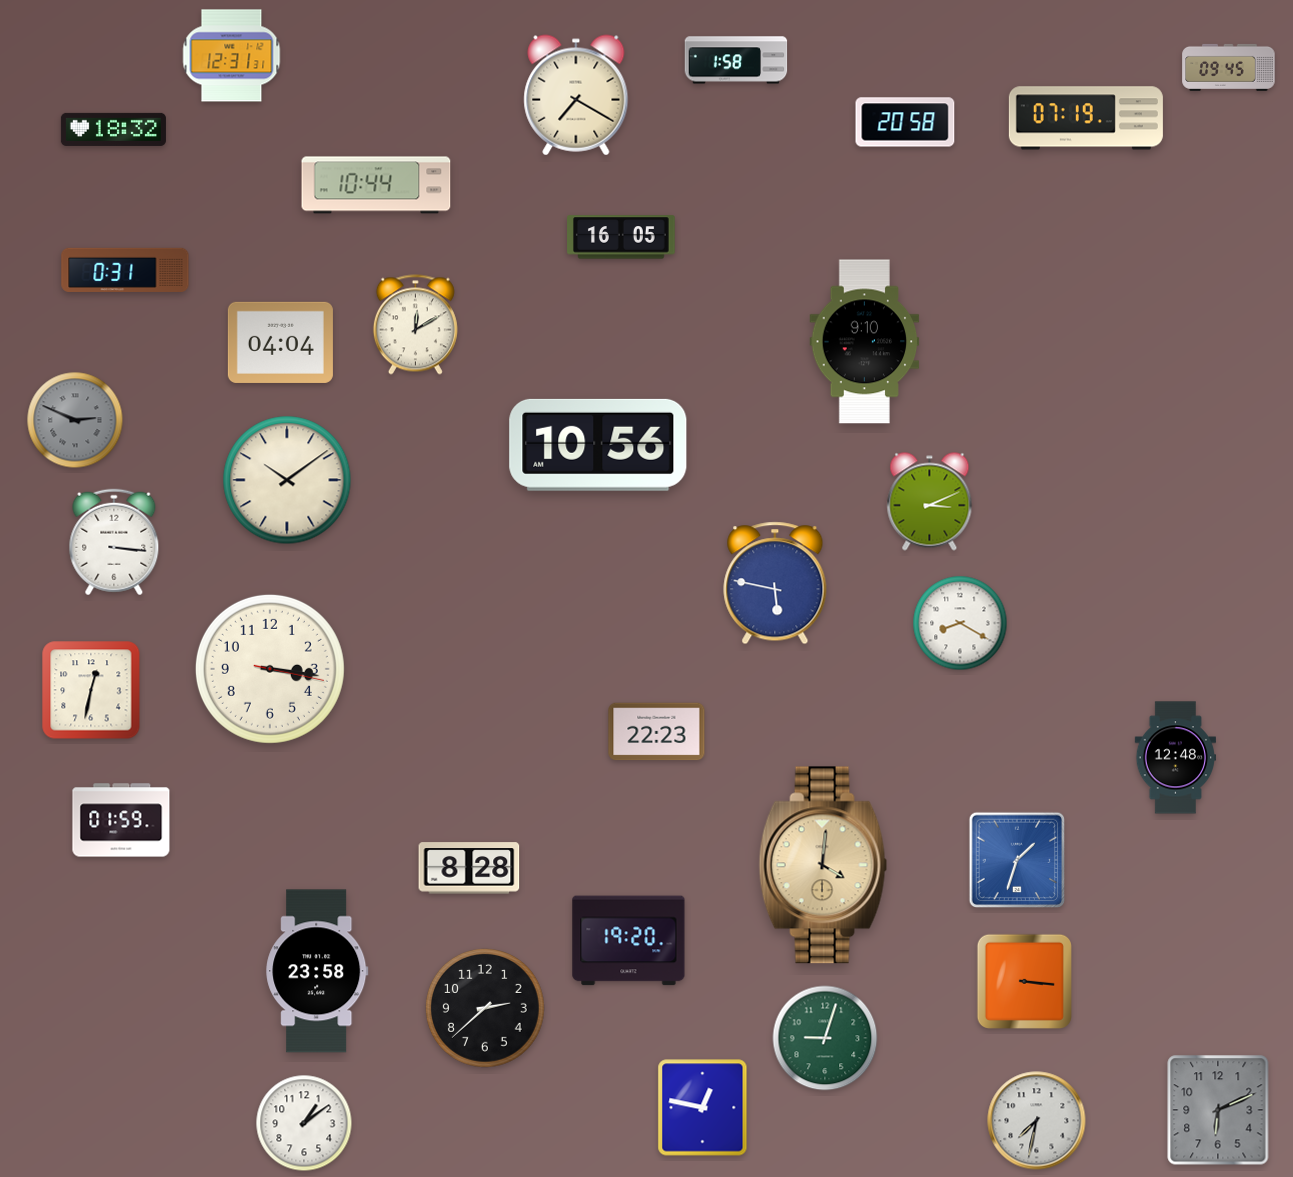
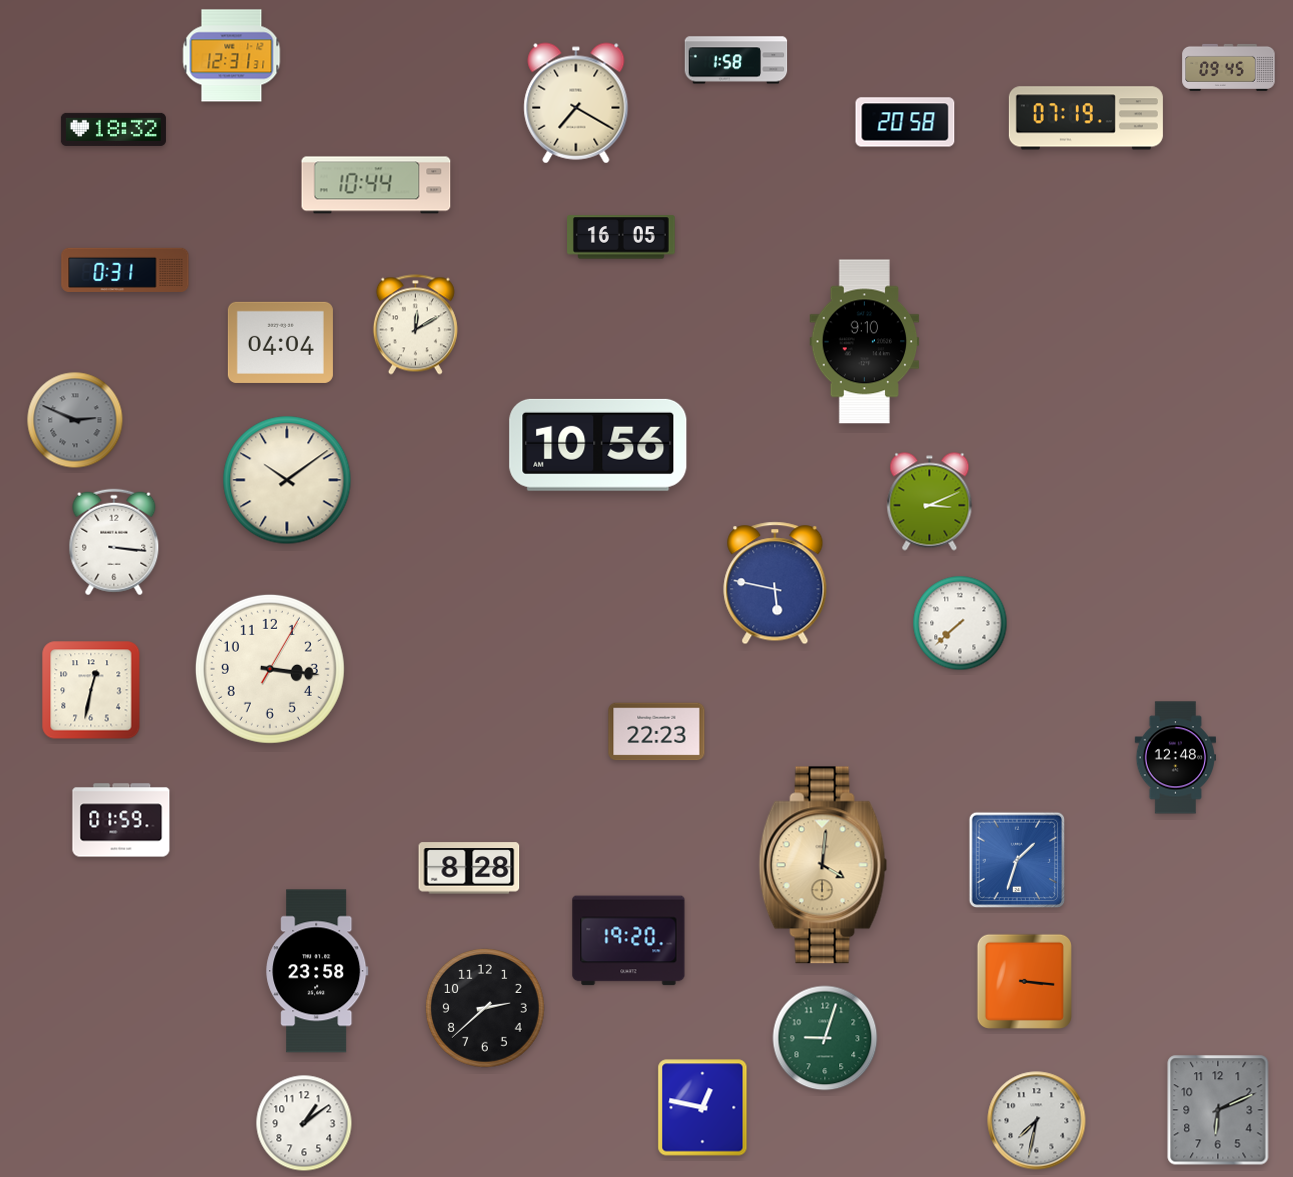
clock at (576, 95) position: (576, 95) -> (576, 103)
clock at (960, 623): 8:20 -> 7:38
clock at (270, 669): 3:16:17 -> 3:16:05
